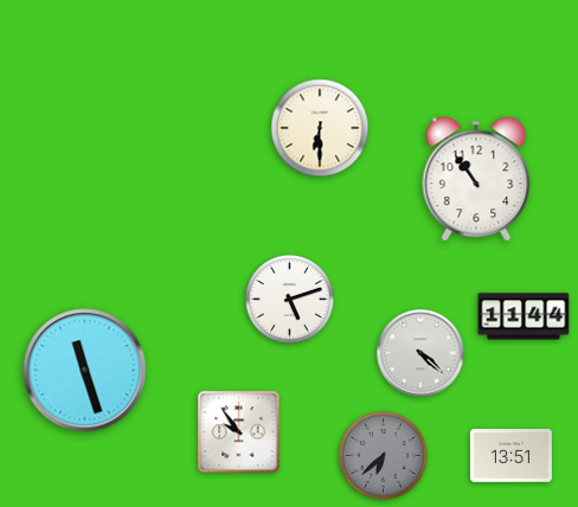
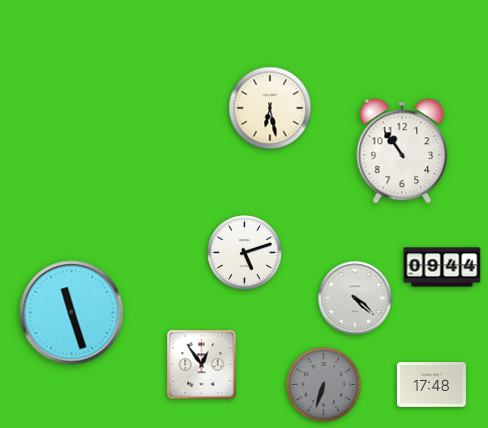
clock at (320, 128): 6:30 -> 6:28
clock at (524, 316): 11:44 -> 09:44
clock at (239, 432): 9:54 -> 12:54
clock at (384, 456): 6:38 -> 6:33
clock at (510, 456): 13:51 -> 17:48
